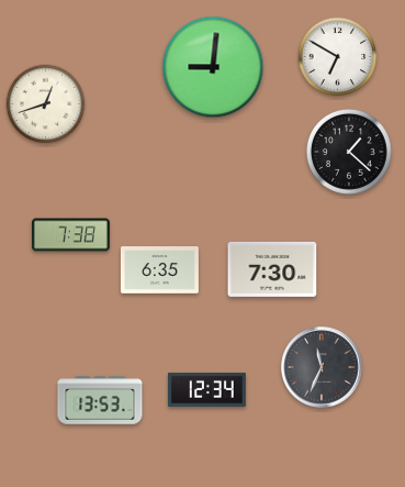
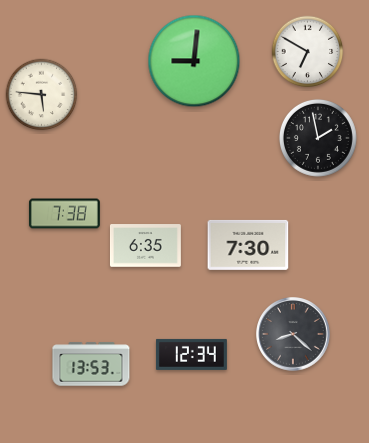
clock at (46, 104): 12:42 -> 5:46
clock at (349, 152): 1:22 -> 1:58
clock at (322, 367): 11:34 -> 8:22
clock at (206, 389) position: (206, 389) -> (191, 354)
